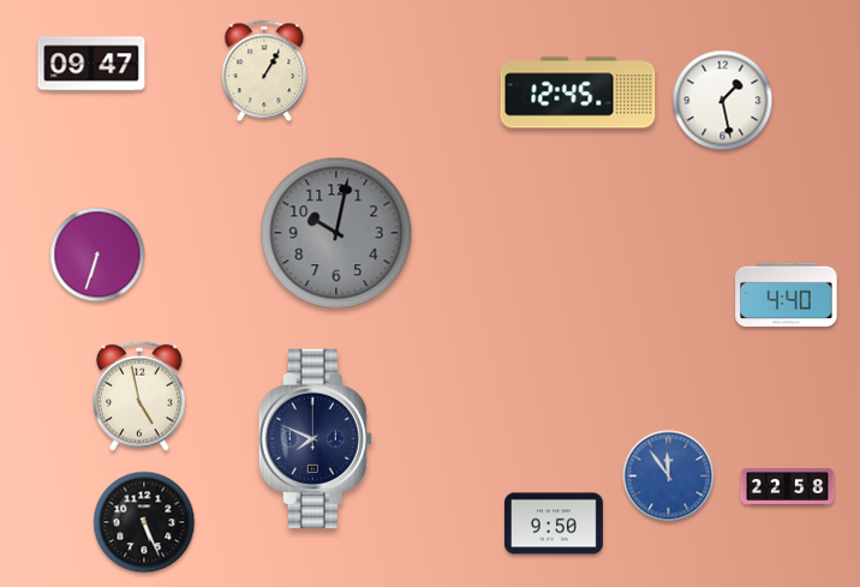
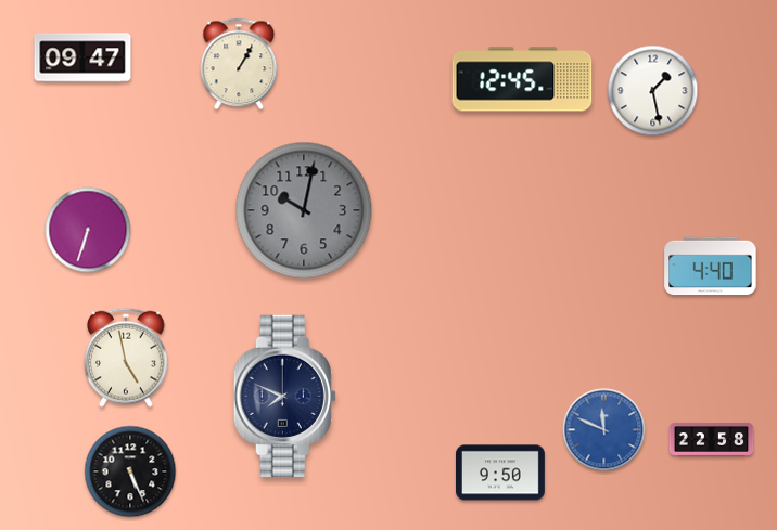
clock at (578, 92) position: (578, 92) -> (522, 79)
clock at (669, 477): 11:54 -> 11:49
